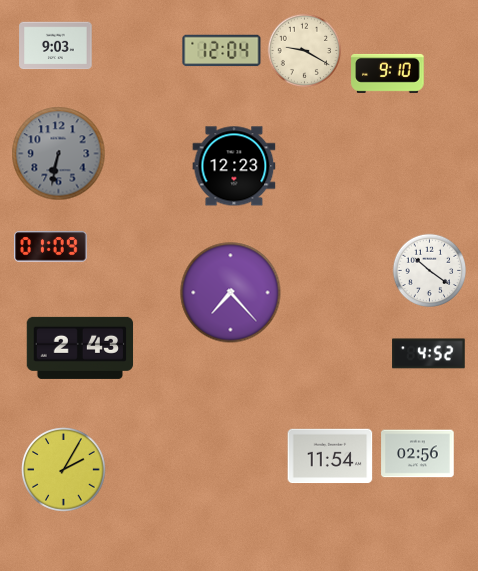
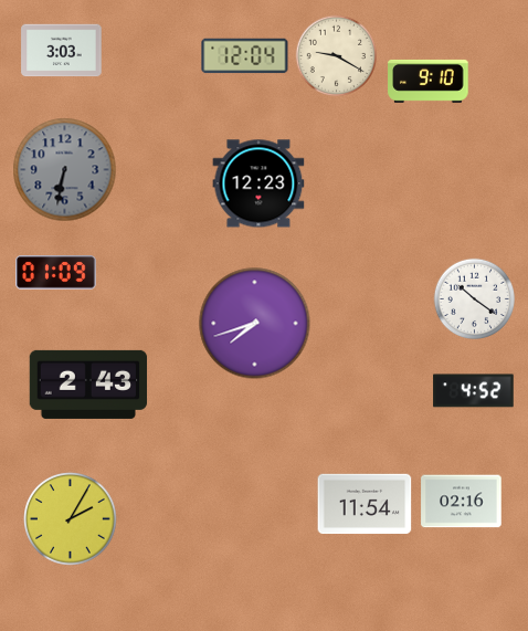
clock at (56, 46): 9:03 -> 3:03
clock at (231, 293): 7:23 -> 7:42
clock at (418, 454): 02:56 -> 02:16
